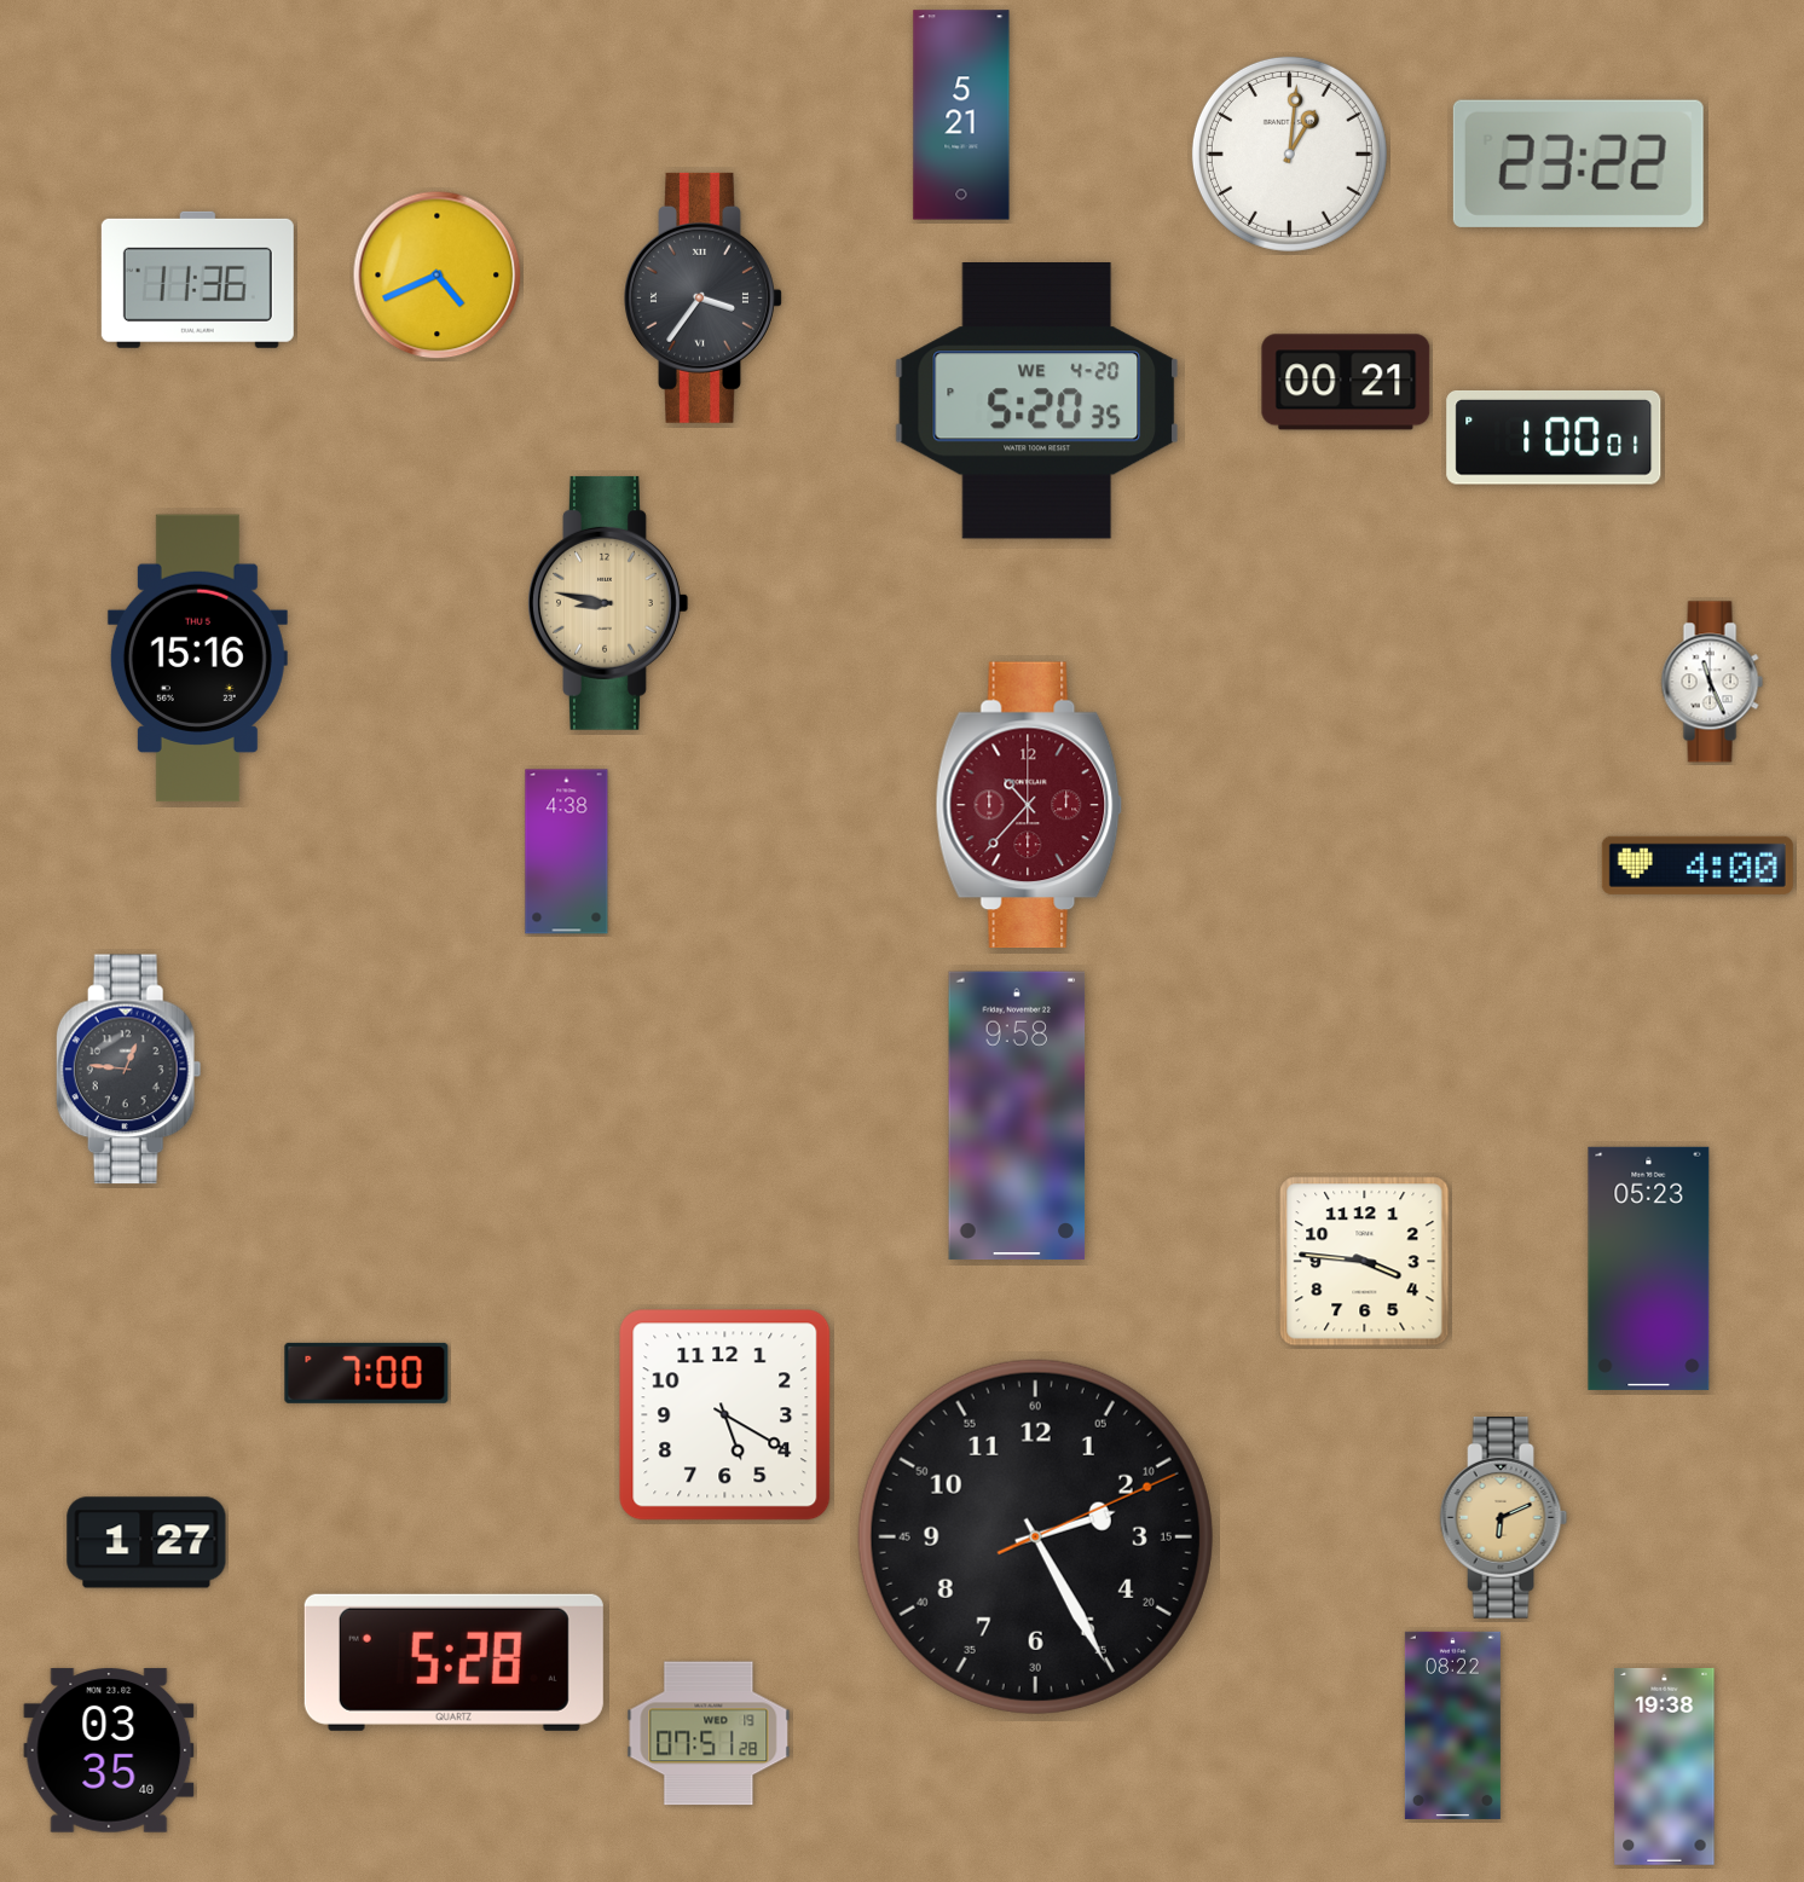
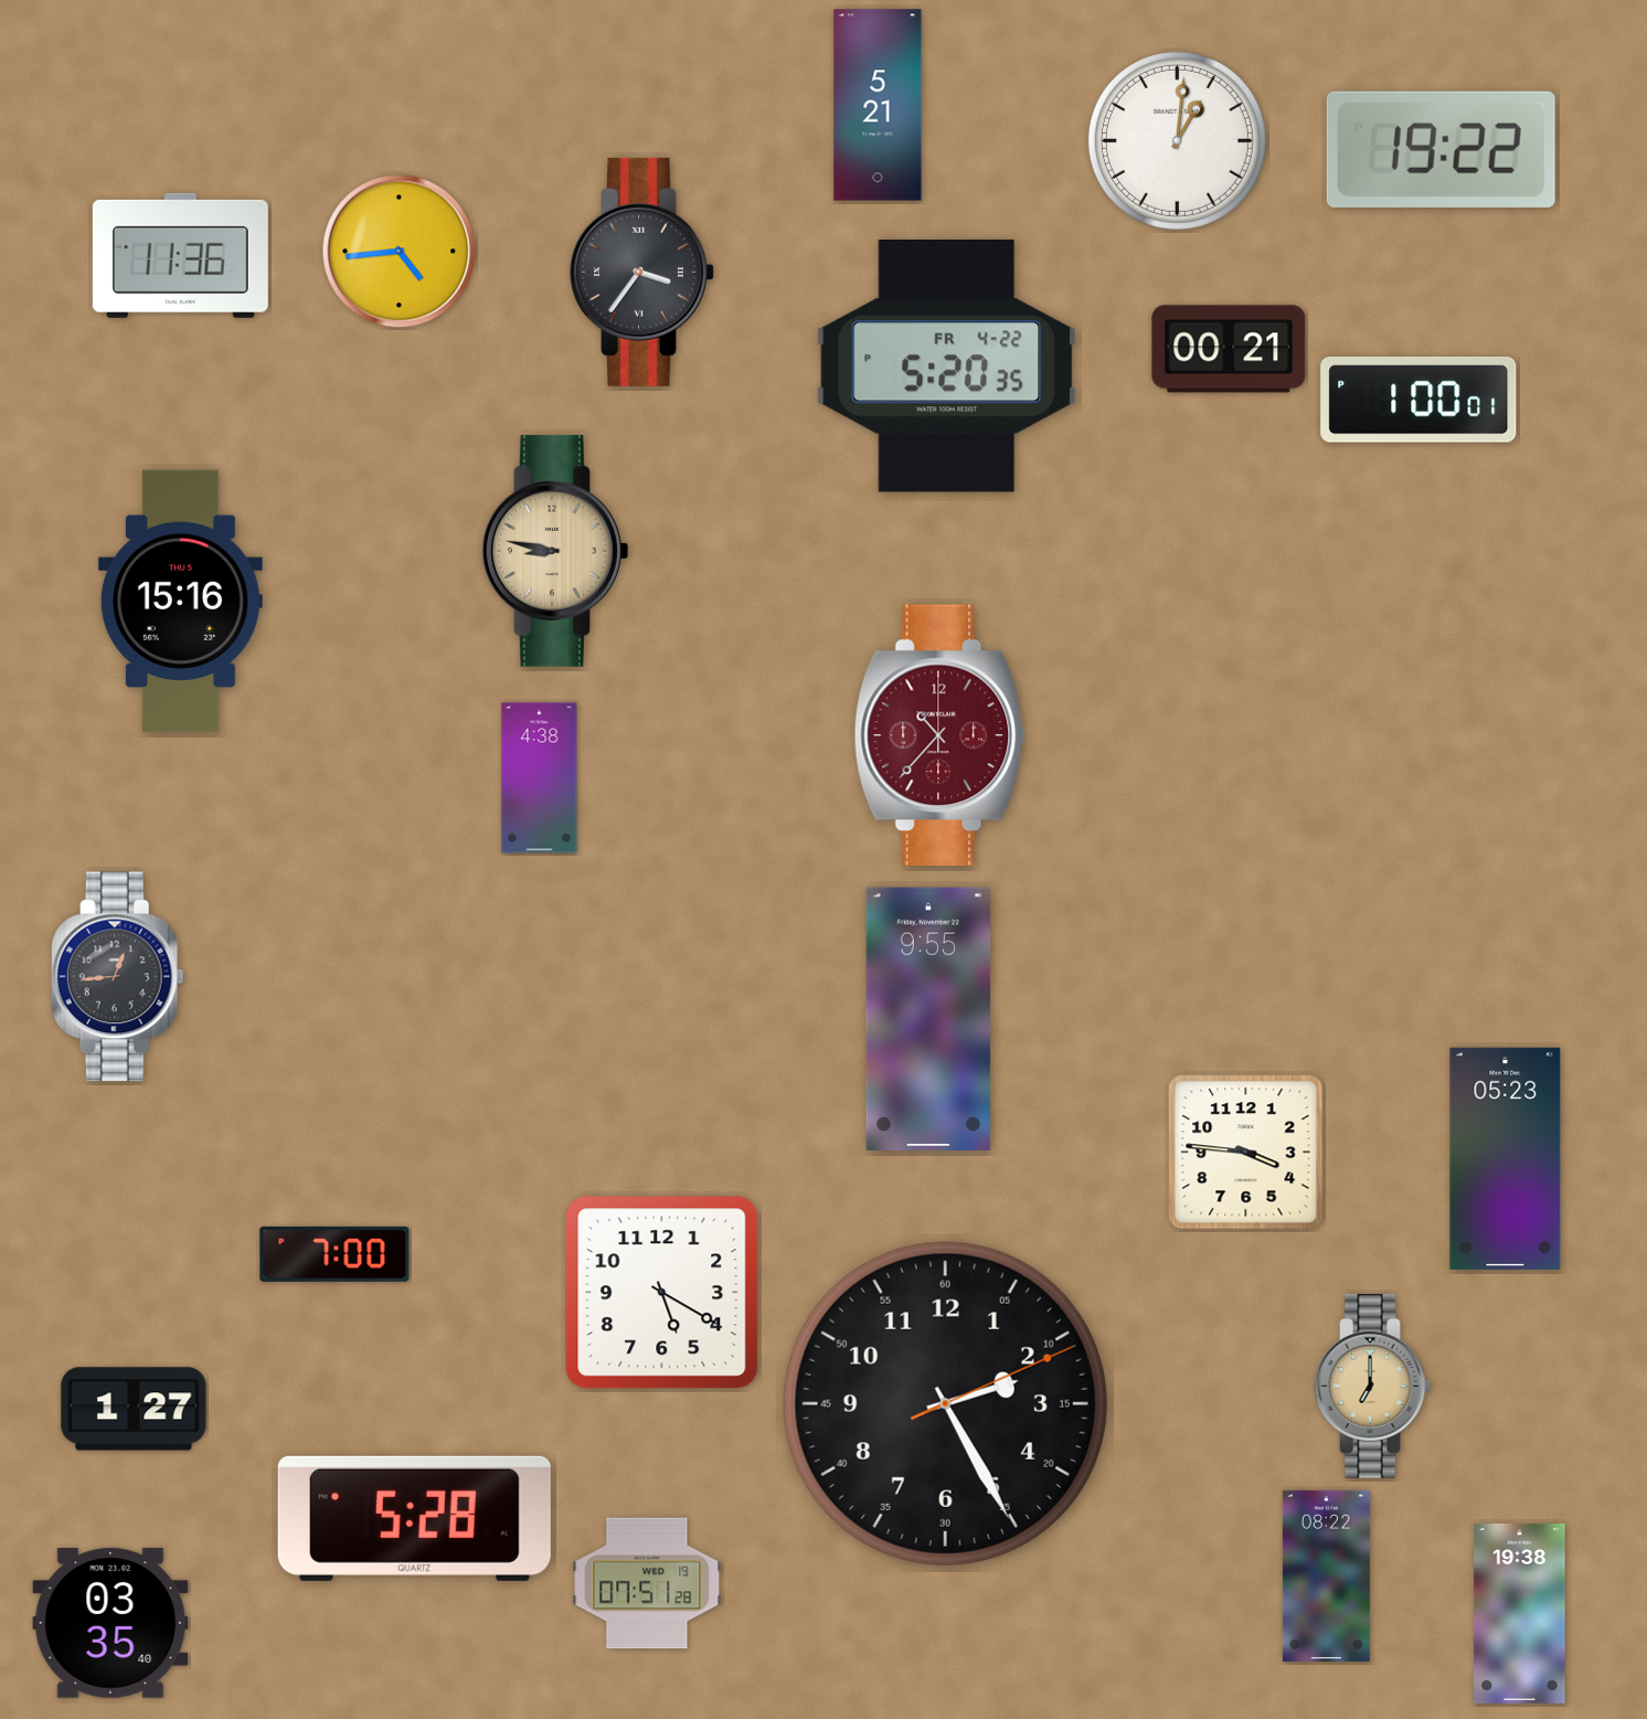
clock at (1578, 163): 23:22 -> 19:22
clock at (438, 276): 4:41 -> 4:44
clock at (1036, 401) date: WE 4-20 -> FR 4-22
clock at (1712, 682): 11:26 -> none
clock at (567, 852) position: (567, 852) -> (540, 778)
clock at (1698, 865): 4:00 -> none
clock at (128, 1070): 12:46 -> 12:44
clock at (1017, 1116): 9:58 -> 9:55
clock at (1504, 1518): 6:11 -> 7:00
clock at (109, 1750) position: (109, 1750) -> (110, 1623)
